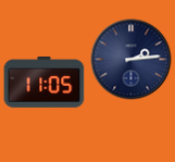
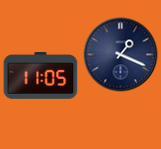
clock at (132, 60): 2:14 -> 1:19
